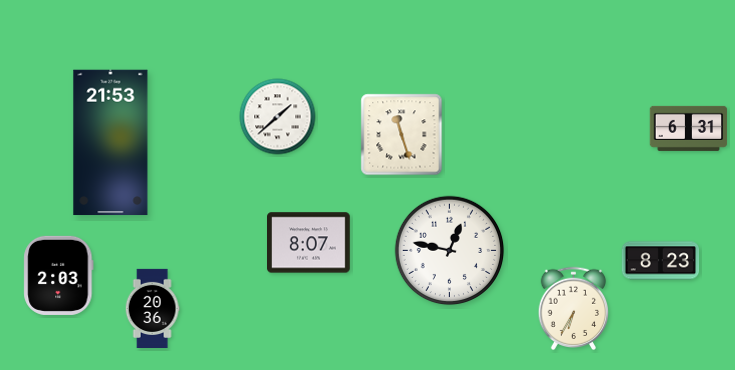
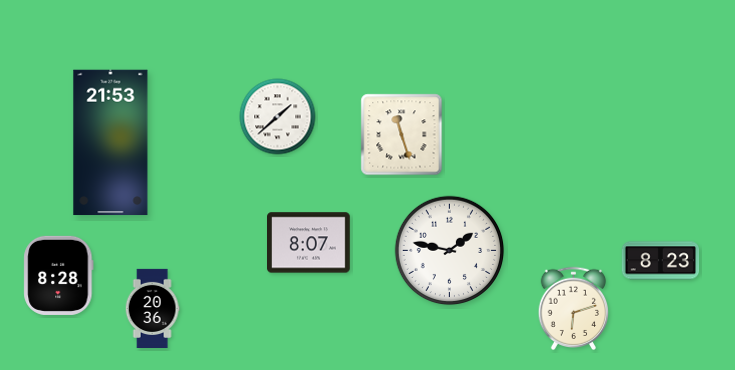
clock at (689, 128): 6:31 -> none
clock at (450, 251): 12:47 -> 1:47
clock at (59, 275): 2:03 -> 8:28
clock at (574, 309): 6:35 -> 6:12
